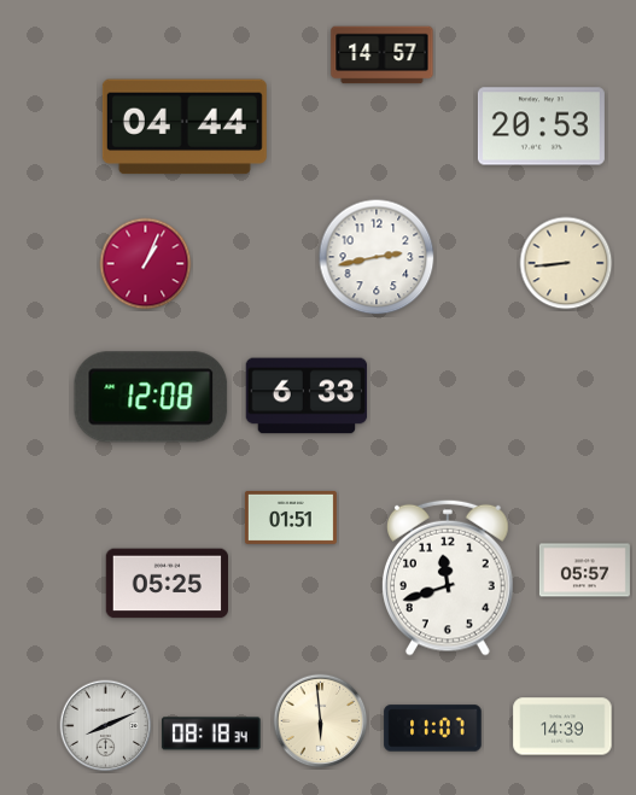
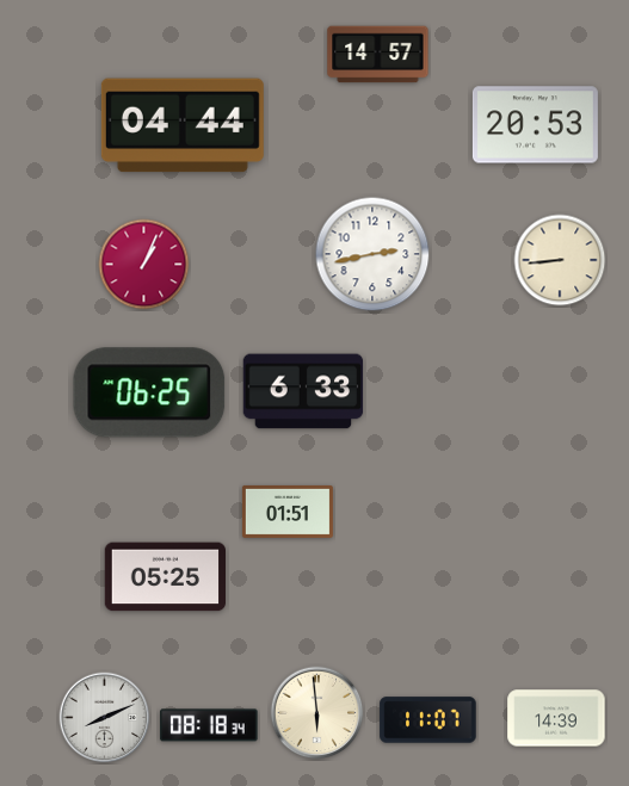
clock at (146, 264) position: (146, 264) -> (144, 265)
clock at (151, 397): 12:08 -> 06:25
clock at (584, 571): 05:57 -> none
clock at (449, 578): 11:42 -> none
